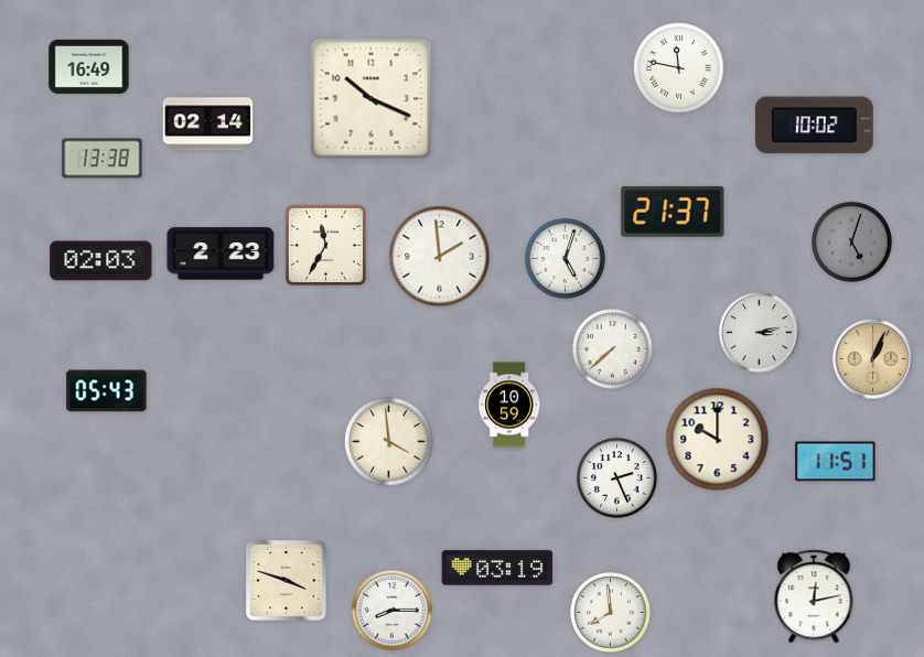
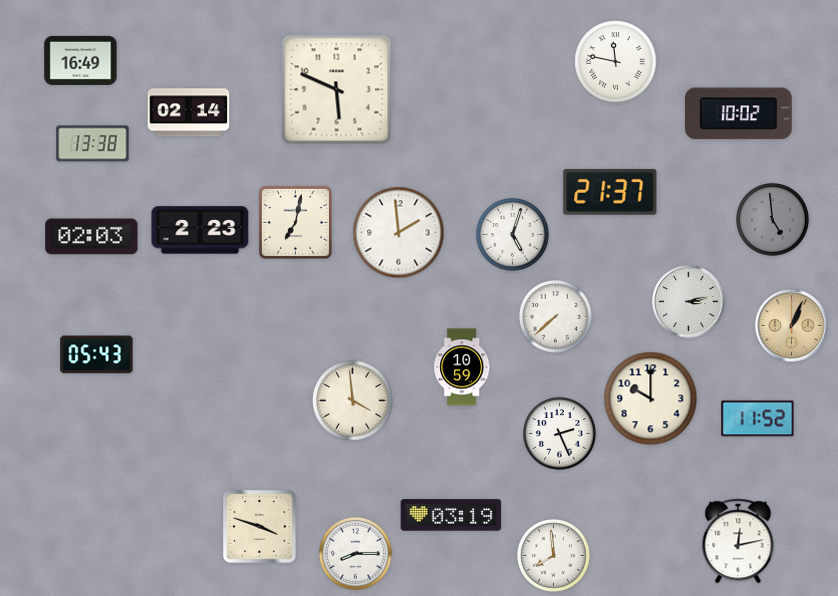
clock at (372, 99): 10:19 -> 5:49
clock at (851, 241): 5:03 -> 4:59
clock at (325, 245): 11:35 -> 7:02
clock at (836, 462): 11:51 -> 11:52
